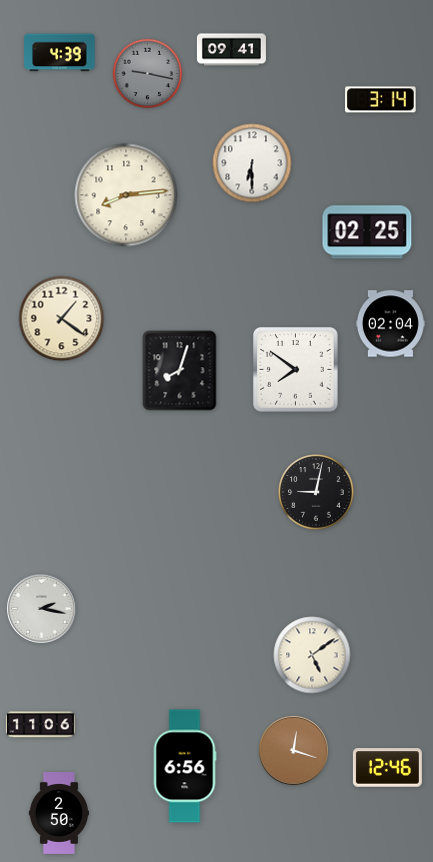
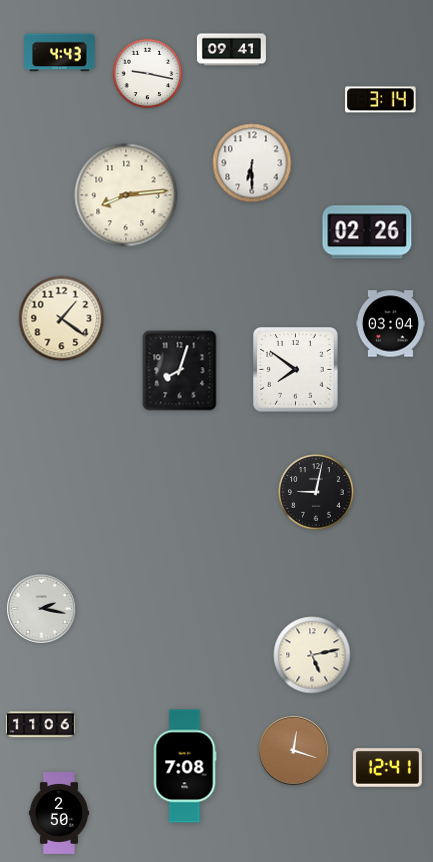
clock at (60, 53): 4:39 -> 4:43
clock at (148, 74) dial: grey -> white
clock at (367, 232): 02:25 -> 02:26
clock at (390, 324): 02:04 -> 03:04
clock at (312, 655): 5:09 -> 5:13
clock at (185, 766): 6:56 -> 7:08
clock at (387, 768): 12:46 -> 12:41
